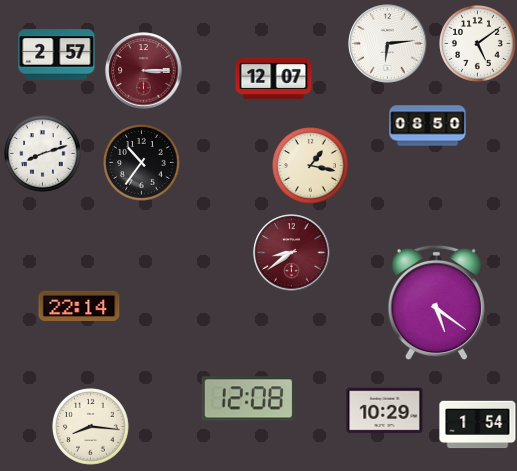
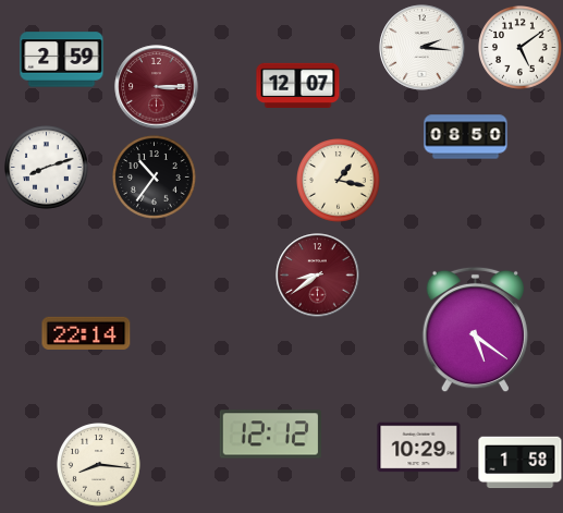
clock at (388, 44): 6:14 -> 2:16
clock at (57, 55): 2:57 -> 2:59
clock at (144, 71) position: (144, 71) -> (157, 87)
clock at (248, 399): 12:08 -> 12:12
clock at (478, 425): 1:54 -> 1:58
